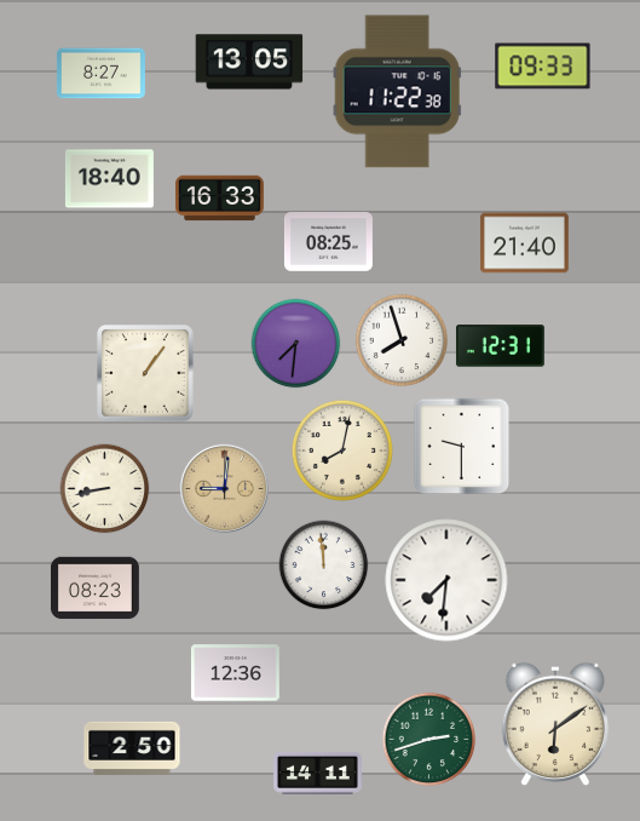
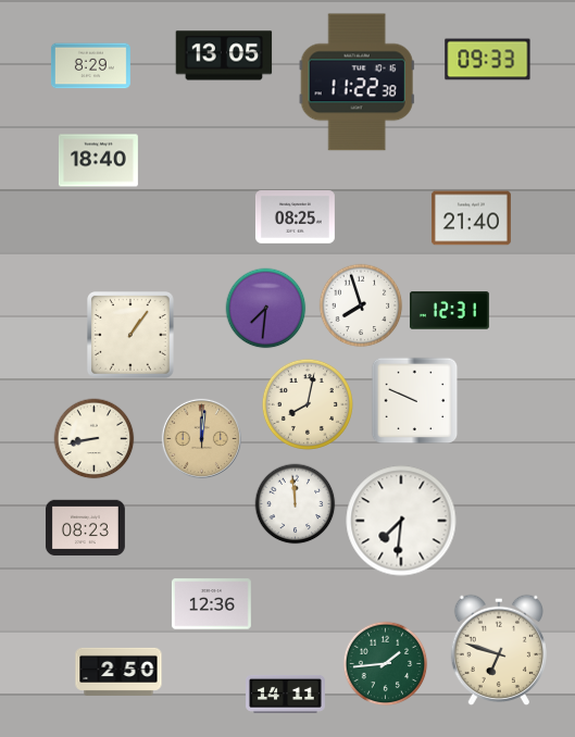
clock at (100, 74): 8:27 -> 8:29
clock at (220, 199): 16:33 -> none
clock at (462, 447): 9:30 -> 9:49
clock at (224, 488): 9:01 -> 12:01
clock at (324, 565) position: (324, 565) -> (296, 504)
clock at (554, 724): 6:09 -> 6:48
clock at (429, 740): 2:42 -> 1:44
